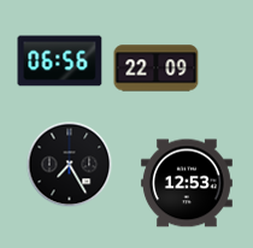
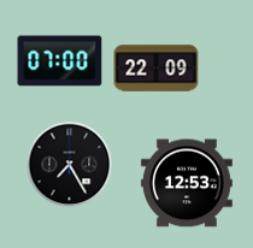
clock at (60, 61): 06:56 -> 07:00
